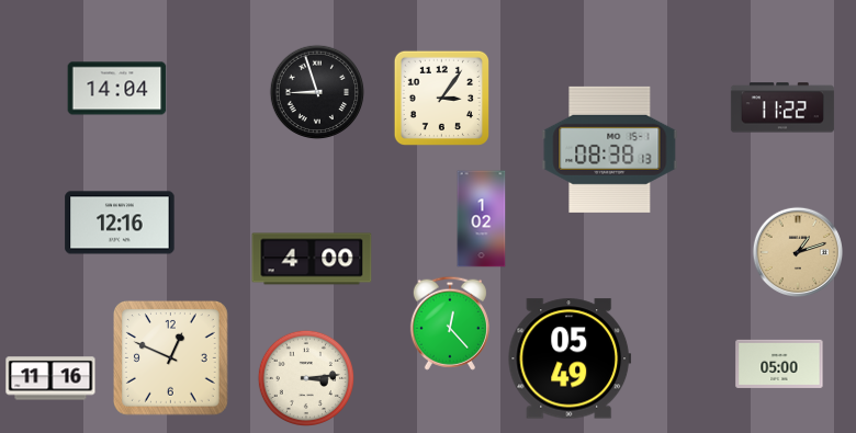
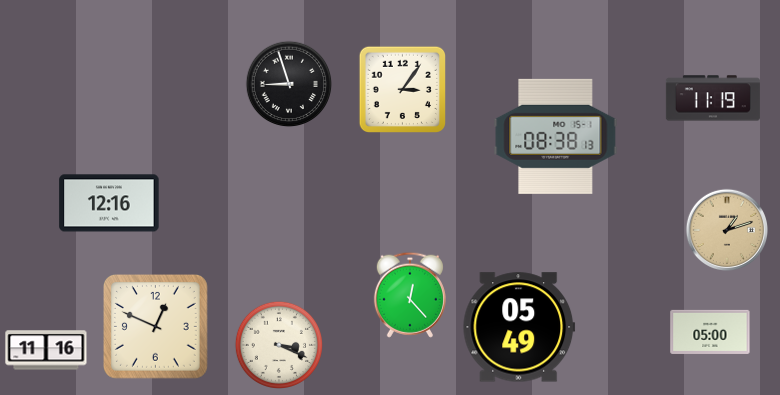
clock at (117, 89): 14:04 -> none
clock at (782, 107): 11:22 -> 11:19
clock at (482, 219): 1:02 -> none
clock at (312, 259): 4:00 -> none
clock at (305, 377): 3:14 -> 3:19
clock at (50, 378) position: (50, 378) -> (46, 350)
